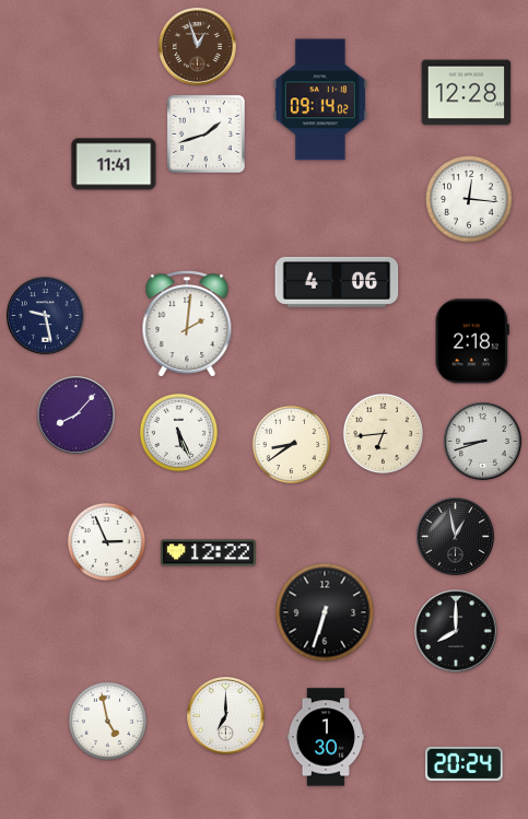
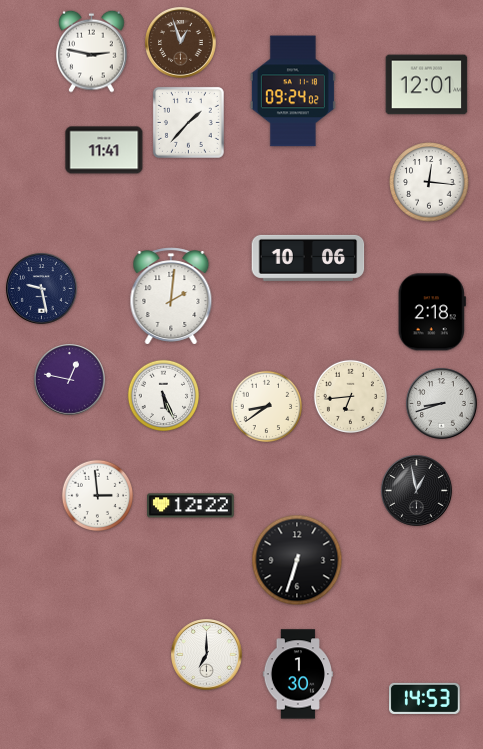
clock at (92, 51): none -> 2:47
clock at (467, 93): 12:28 -> 12:01
clock at (320, 100): 09:14 -> 09:24
clock at (206, 133): 1:42 -> 1:37
clock at (337, 282): 4:06 -> 10:06
clock at (77, 416): 8:07 -> 12:47
clock at (107, 542): 2:56 -> 2:59
clock at (456, 631): 8:00 -> none
clock at (108, 722): 4:58 -> none
clock at (465, 763): 20:24 -> 14:53
